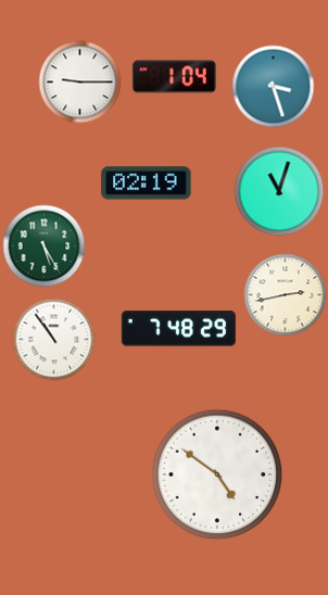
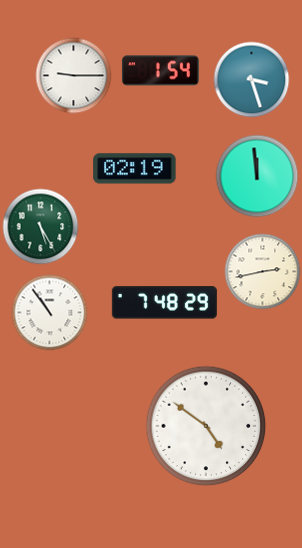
clock at (174, 77): 1:04 -> 1:54
clock at (279, 191): 11:03 -> 11:59
clock at (217, 474) position: (217, 474) -> (206, 426)
